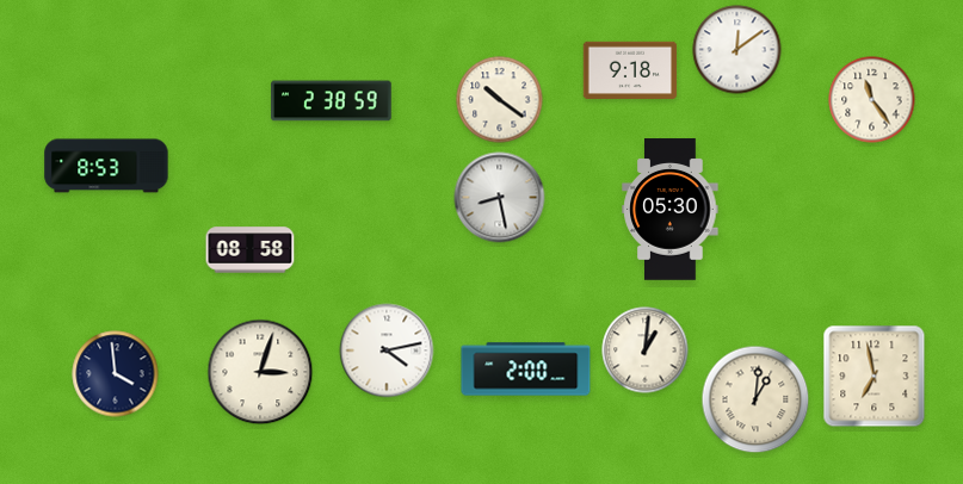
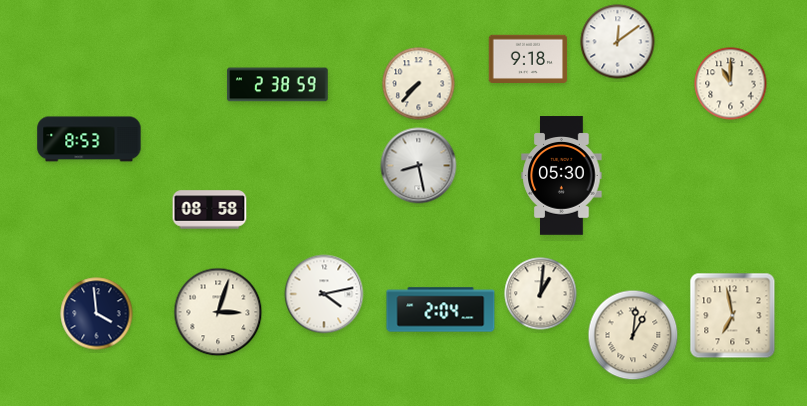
clock at (500, 100): 10:21 -> 7:37
clock at (872, 100): 11:24 -> 11:00
clock at (526, 370): 2:00 -> 2:04
